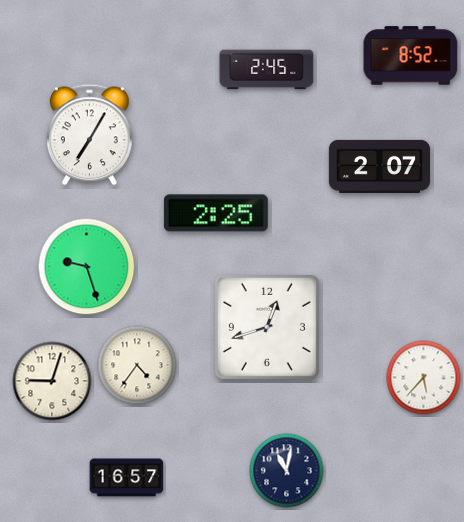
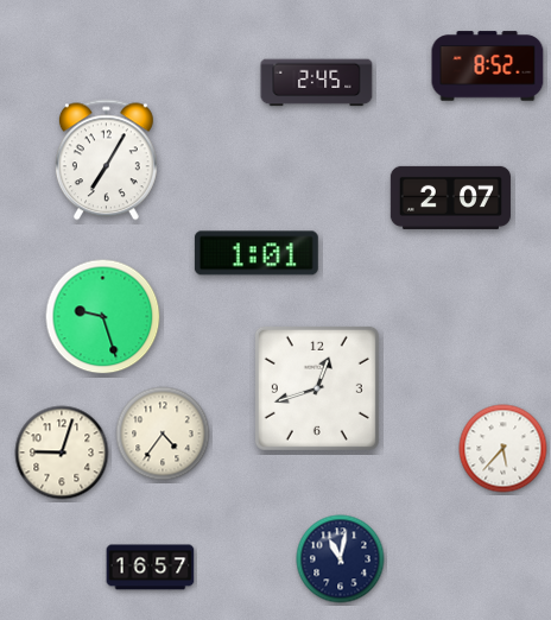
clock at (216, 213): 2:25 -> 1:01
